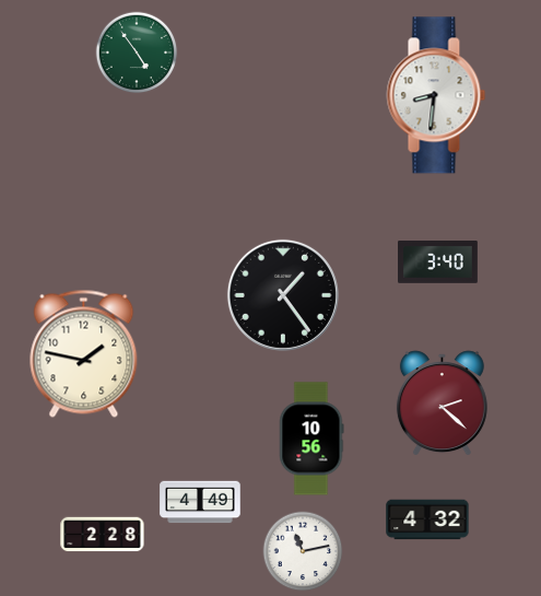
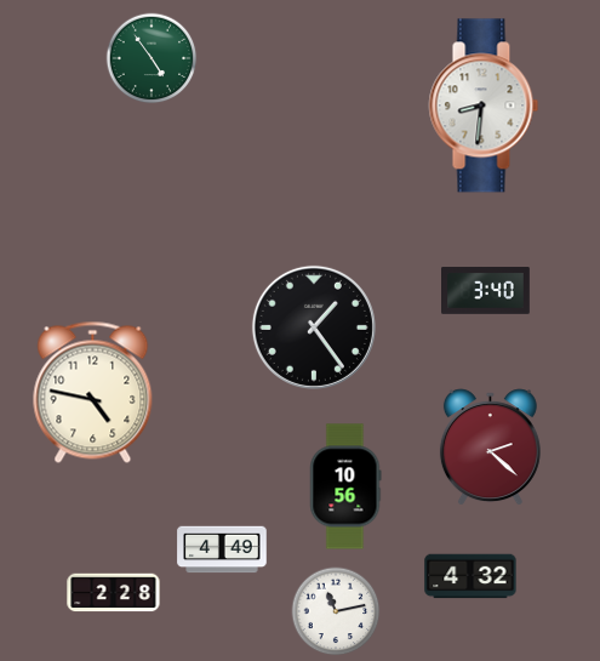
clock at (84, 353): 1:47 -> 4:47
clock at (200, 502) position: (200, 502) -> (222, 549)
clock at (427, 519) position: (427, 519) -> (470, 576)
